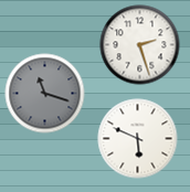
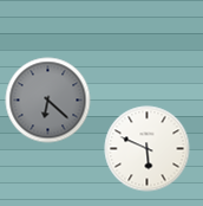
clock at (140, 45): 2:27 -> none
clock at (45, 94): 11:18 -> 6:22
